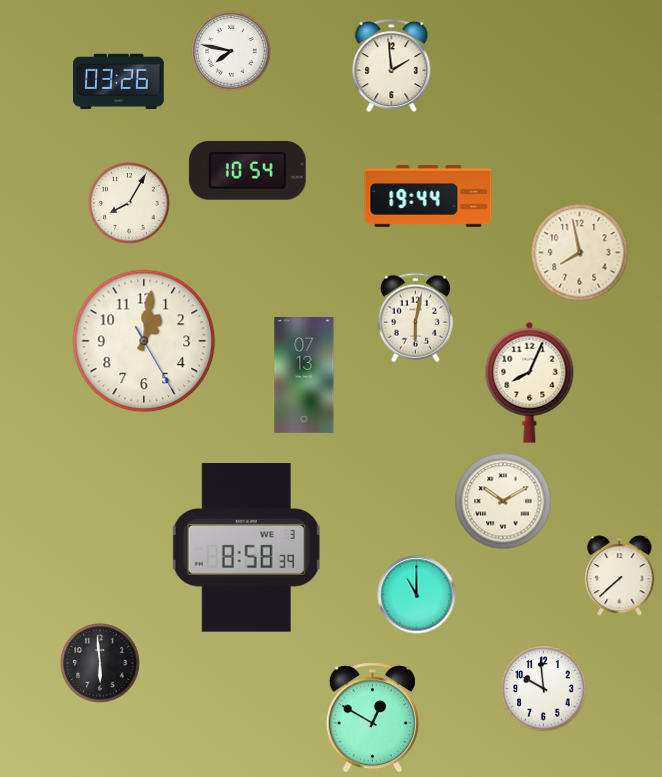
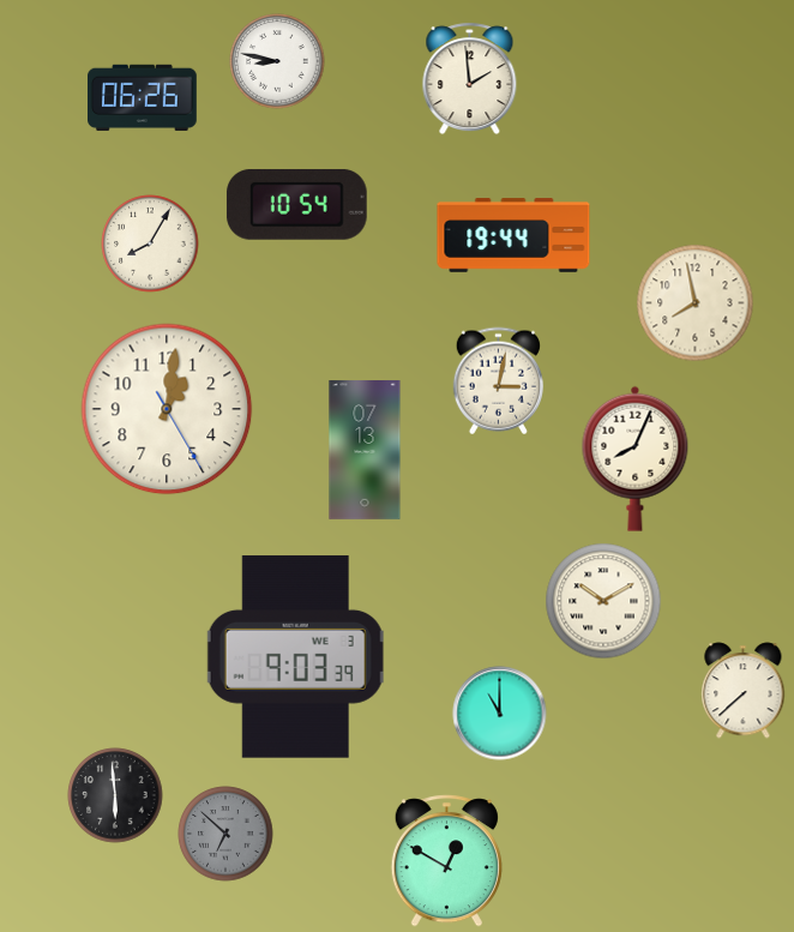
clock at (231, 51): 7:47 -> 8:47
clock at (119, 81): 03:26 -> 06:26
clock at (129, 203) position: (129, 203) -> (150, 243)
clock at (415, 318): 6:02 -> 3:02
clock at (144, 341) position: (144, 341) -> (167, 409)
clock at (246, 548): 8:58 -> 9:03
clock at (100, 663) position: (100, 663) -> (115, 795)
clock at (544, 689): 9:59 -> none
clock at (225, 834): none -> 6:52
